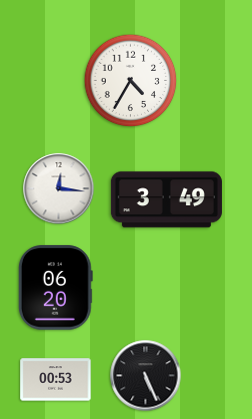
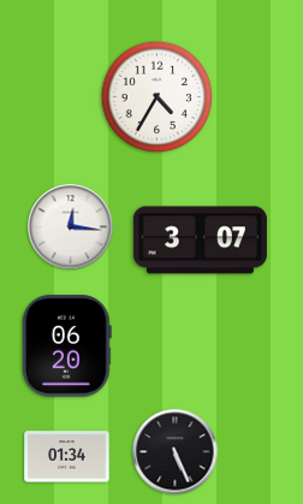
clock at (166, 200): 3:49 -> 3:07
clock at (56, 380): 00:53 -> 01:34
